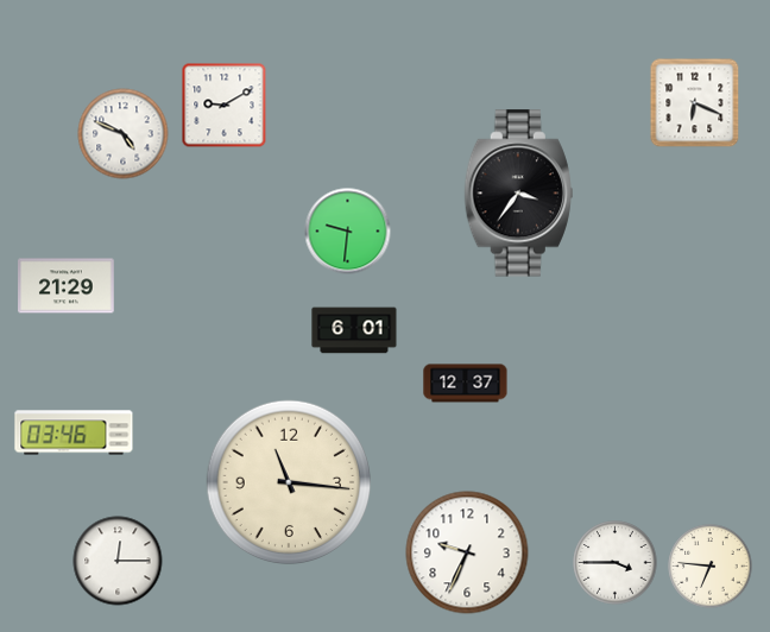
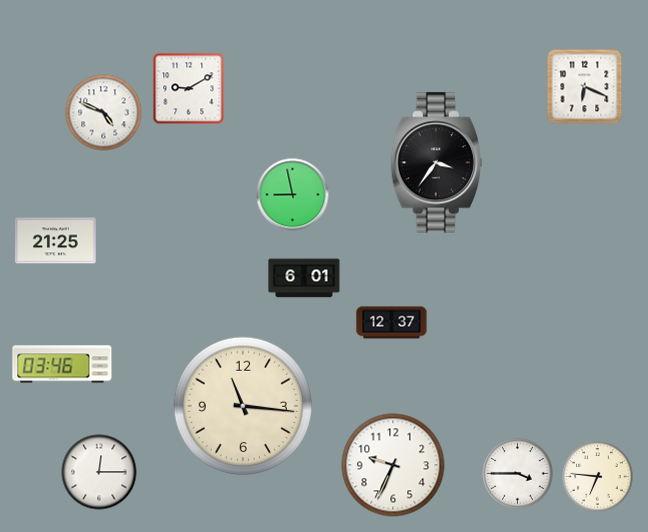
clock at (348, 232): 9:31 -> 8:58
clock at (67, 286): 21:29 -> 21:25
clock at (354, 330) position: (354, 330) -> (304, 278)
